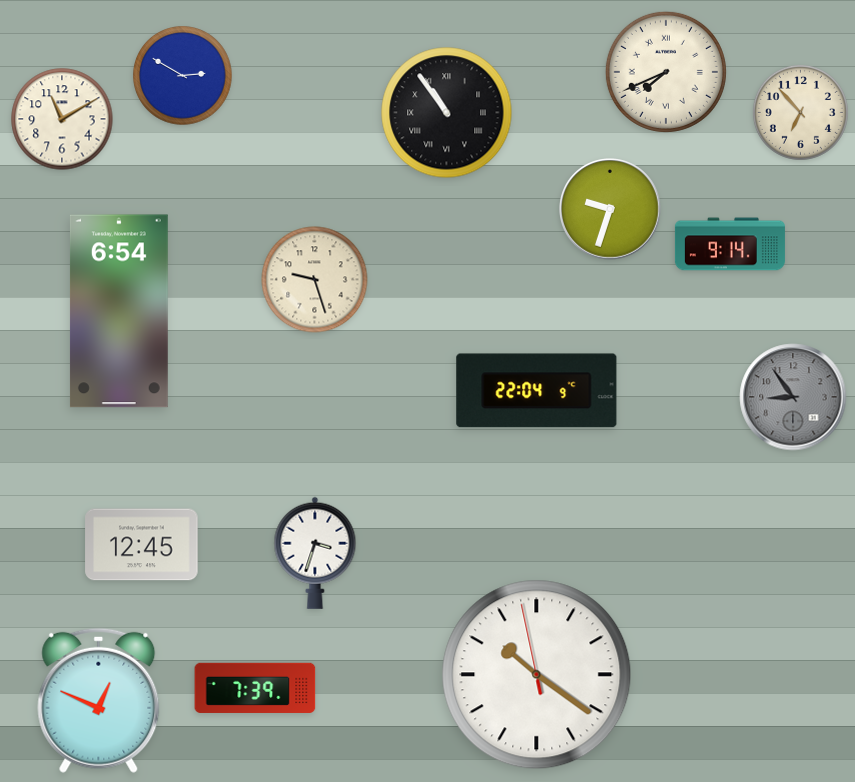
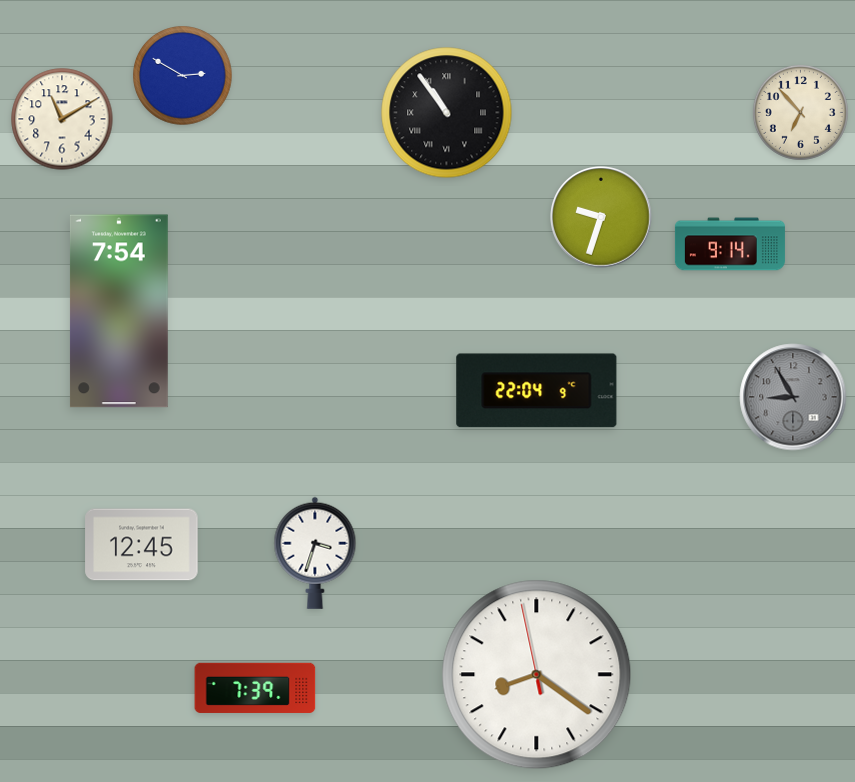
clock at (666, 72): 7:41 -> none
clock at (611, 210) position: (611, 210) -> (602, 218)
clock at (315, 280): 9:27 -> none
clock at (119, 311): 6:54 -> 7:54
clock at (793, 397): 8:54 -> 8:55
clock at (537, 675): 10:20 -> 8:20
clock at (99, 700): 12:49 -> none
